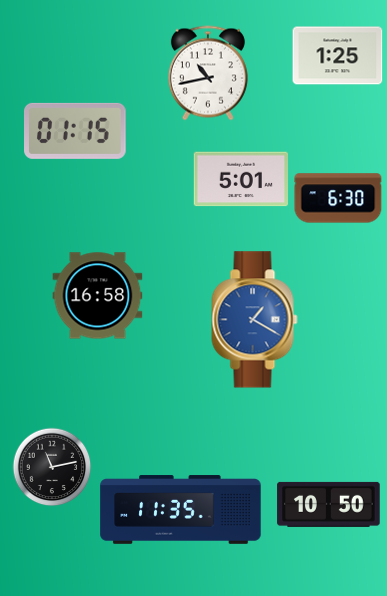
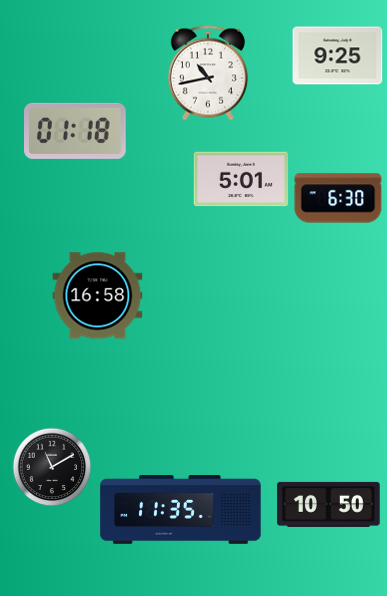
clock at (338, 56): 1:25 -> 9:25
clock at (76, 131): 01:15 -> 01:18
clock at (255, 320): 1:20 -> none
clock at (52, 467): 11:13 -> 11:10
